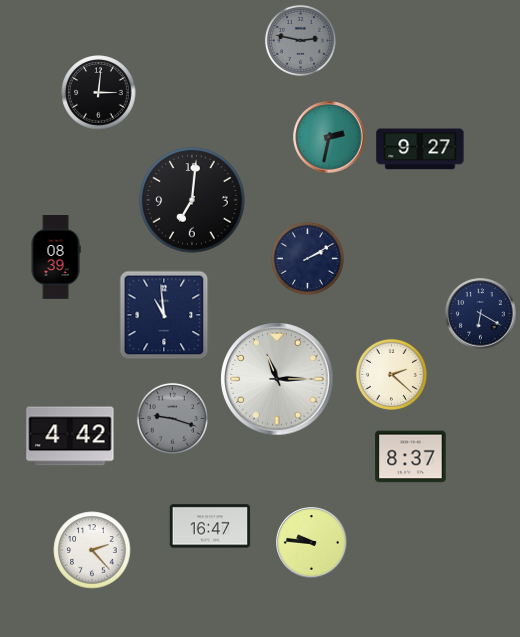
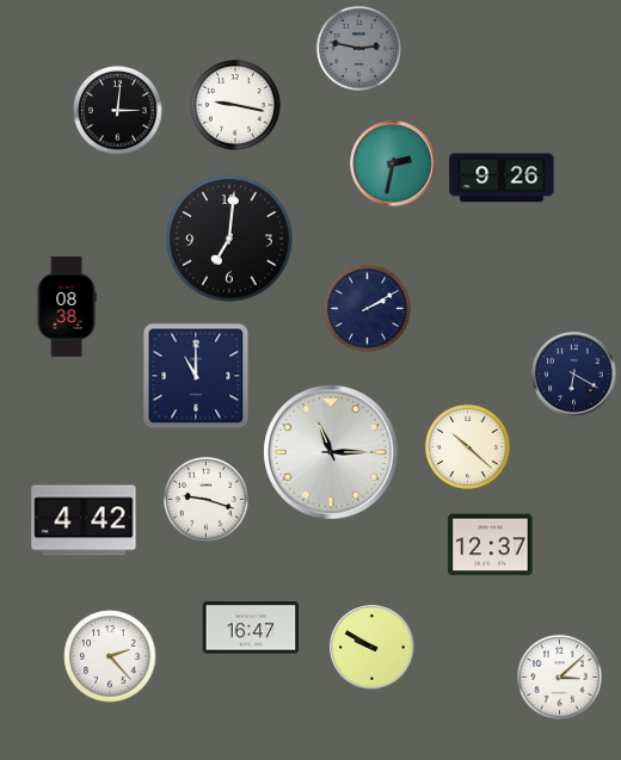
clock at (235, 105): none -> 9:17
clock at (420, 149): 9:27 -> 9:26
clock at (56, 258): 08:39 -> 08:38
clock at (164, 315): 10:59 -> 11:00
clock at (391, 374): 2:22 -> 10:22
clock at (172, 418) dial: grey -> white
clock at (411, 457): 8:37 -> 12:37
clock at (312, 543): 9:46 -> 9:50
clock at (559, 676): none -> 3:08
